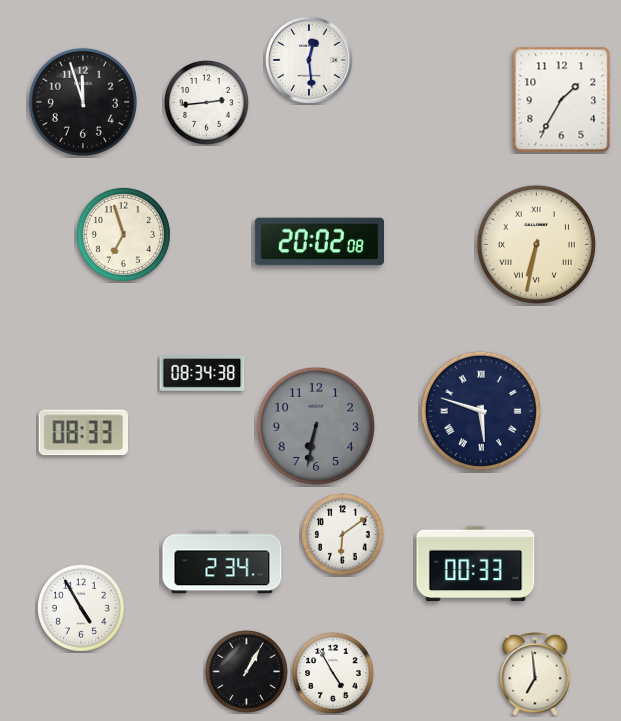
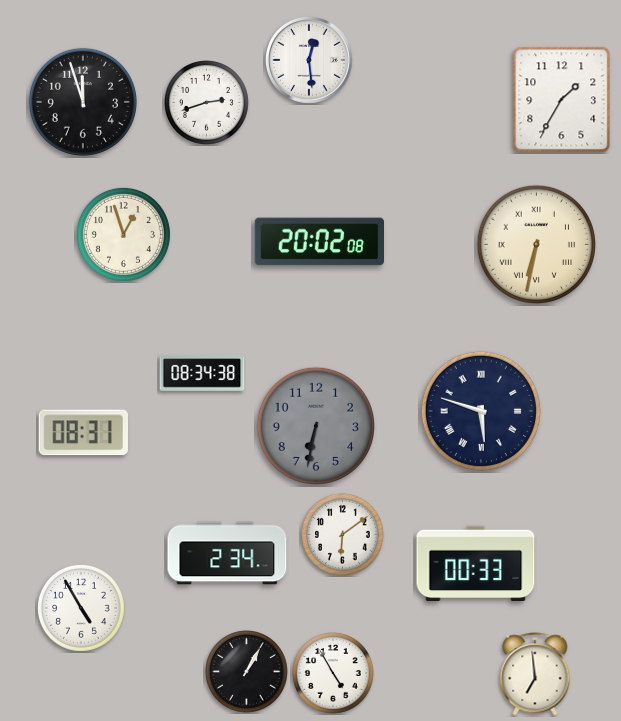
clock at (207, 103): 2:44 -> 2:42
clock at (123, 234): 6:57 -> 12:57
clock at (83, 433): 08:33 -> 08:31
clock at (222, 562) position: (222, 562) -> (227, 553)
